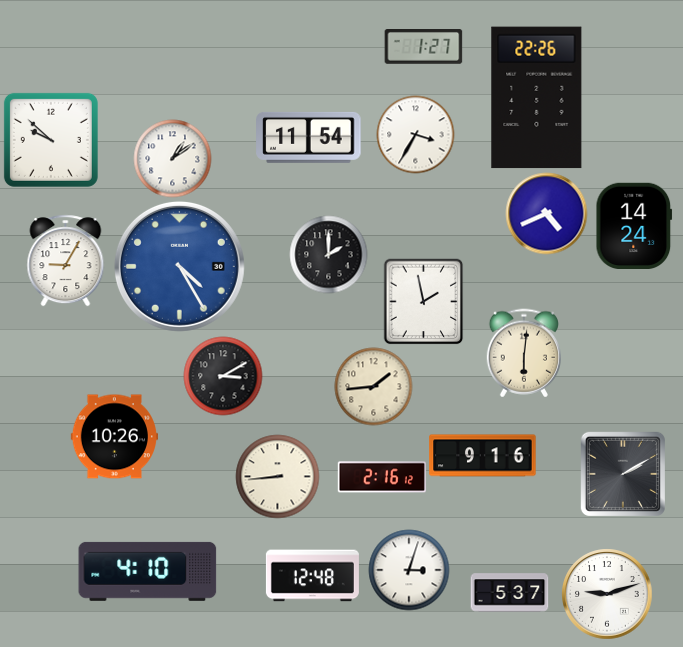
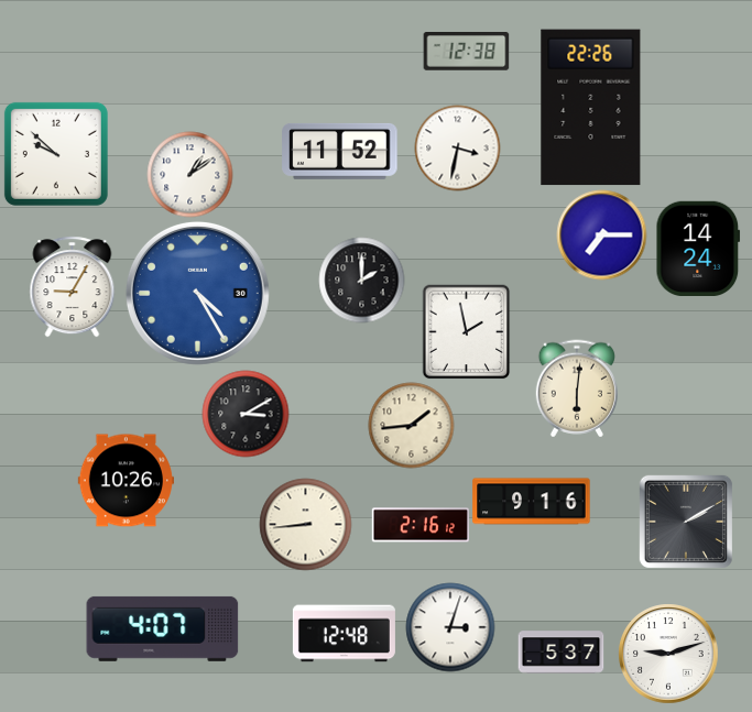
clock at (423, 47): 1:27 -> 12:38
clock at (415, 134): 3:35 -> 3:32
clock at (309, 137): 11:54 -> 11:52
clock at (546, 213): 4:41 -> 7:15
clock at (148, 571): 4:10 -> 4:07
